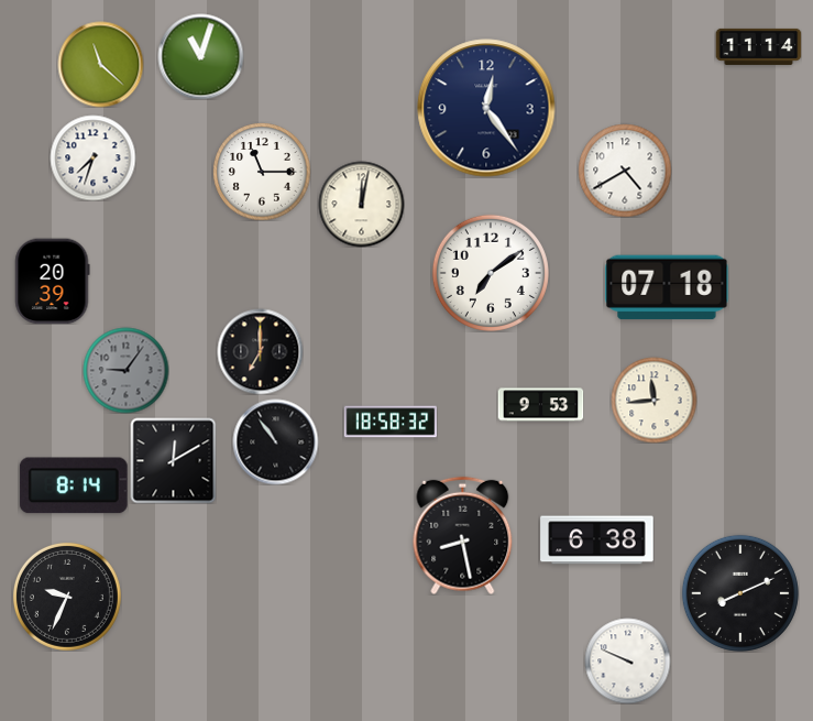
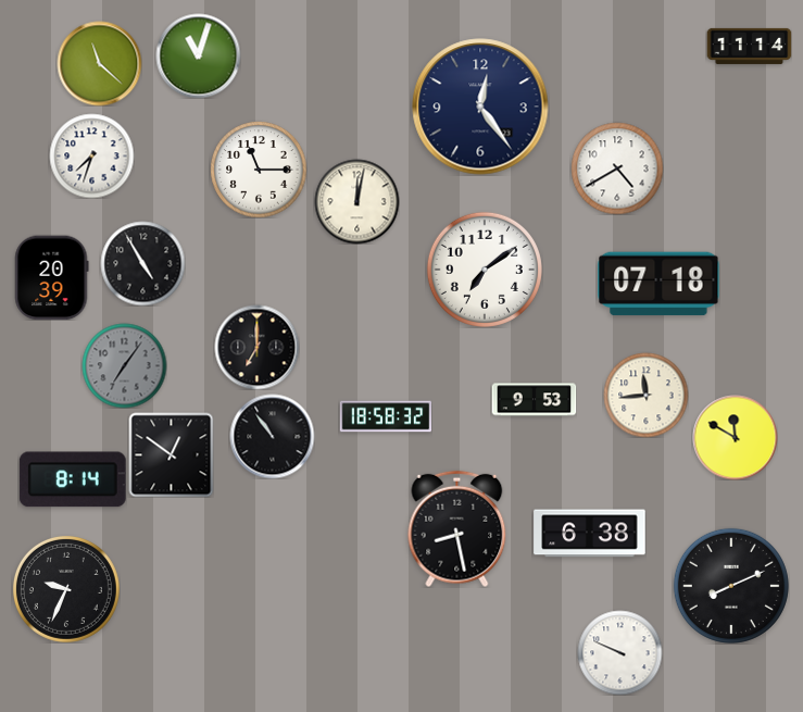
clock at (142, 263): none -> 4:55
clock at (125, 370): 9:06 -> 7:06
clock at (735, 437): none -> 11:50
clock at (173, 460): 12:10 -> 12:51
